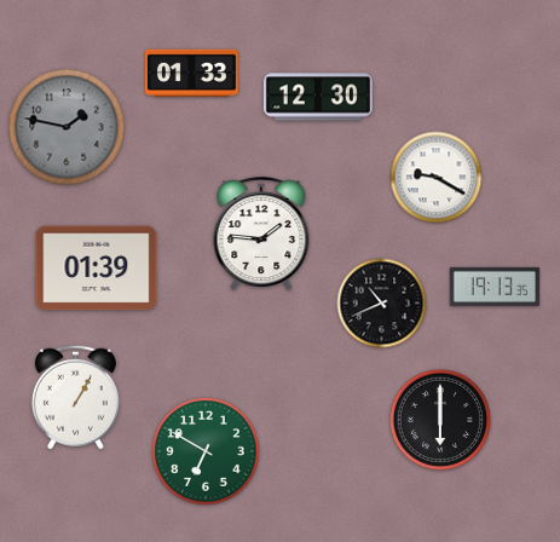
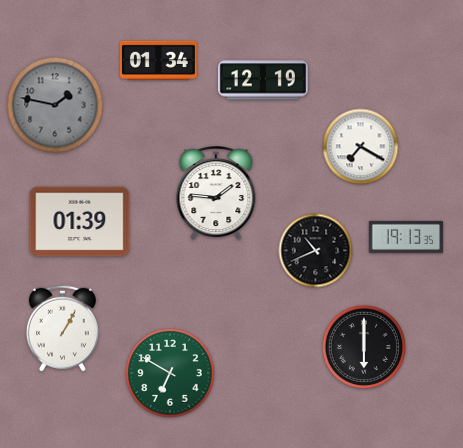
clock at (191, 73): 01:33 -> 01:34
clock at (318, 97): 12:30 -> 12:19
clock at (437, 178): 9:20 -> 7:20
clock at (495, 287) position: (495, 287) -> (406, 237)
